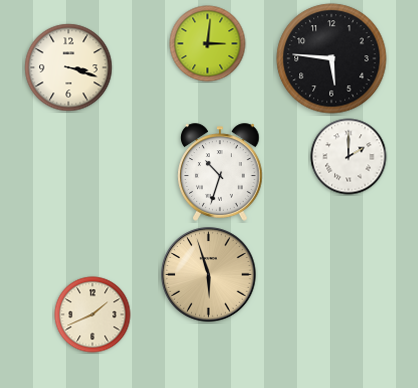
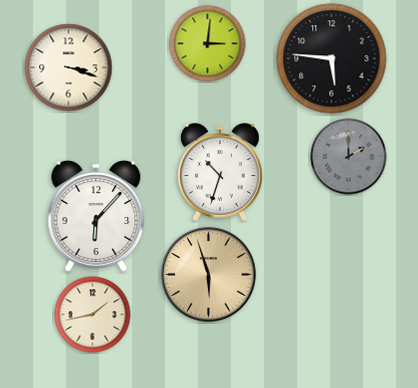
clock at (349, 157) dial: white -> grey
clock at (96, 216): none -> 6:07
clock at (93, 315): 1:41 -> 1:43
